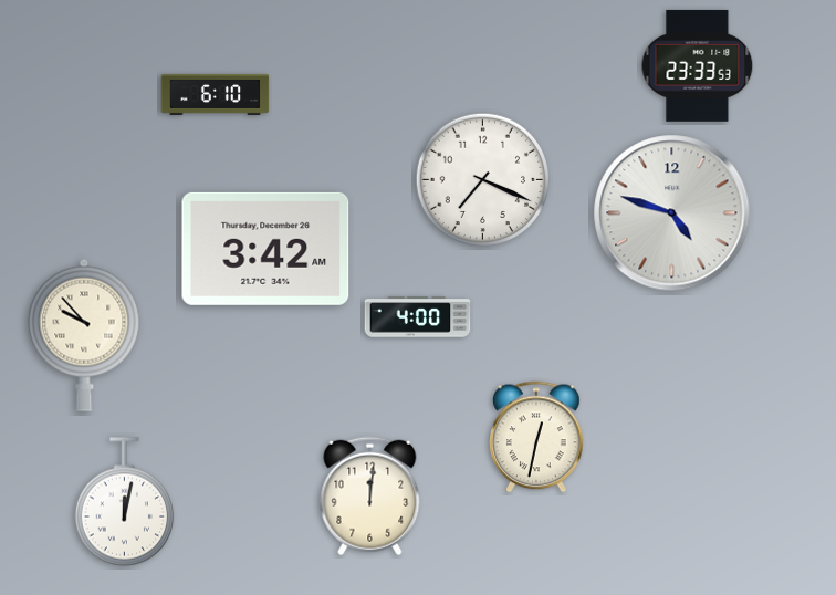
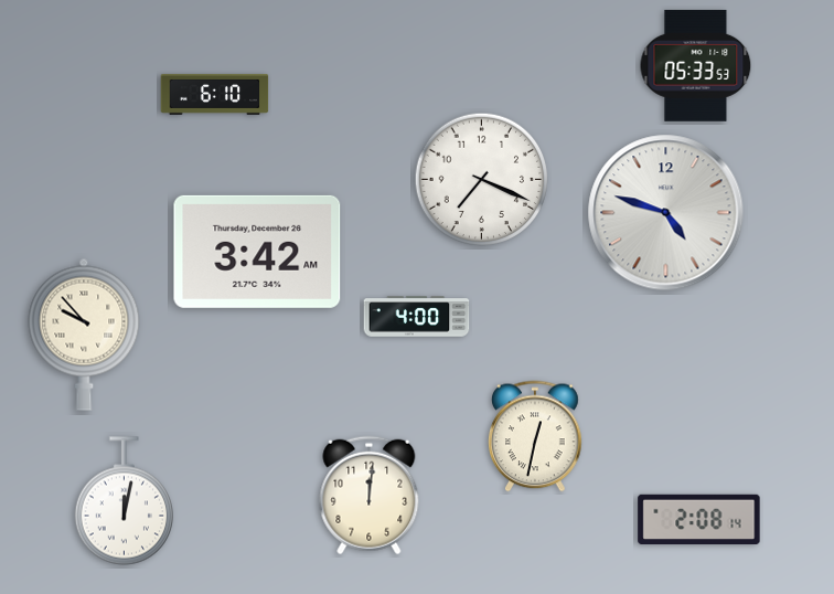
clock at (698, 65): 23:33 -> 05:33
clock at (672, 213) position: (672, 213) -> (666, 213)
clock at (265, 249) position: (265, 249) -> (257, 252)
clock at (699, 520): none -> 2:08
